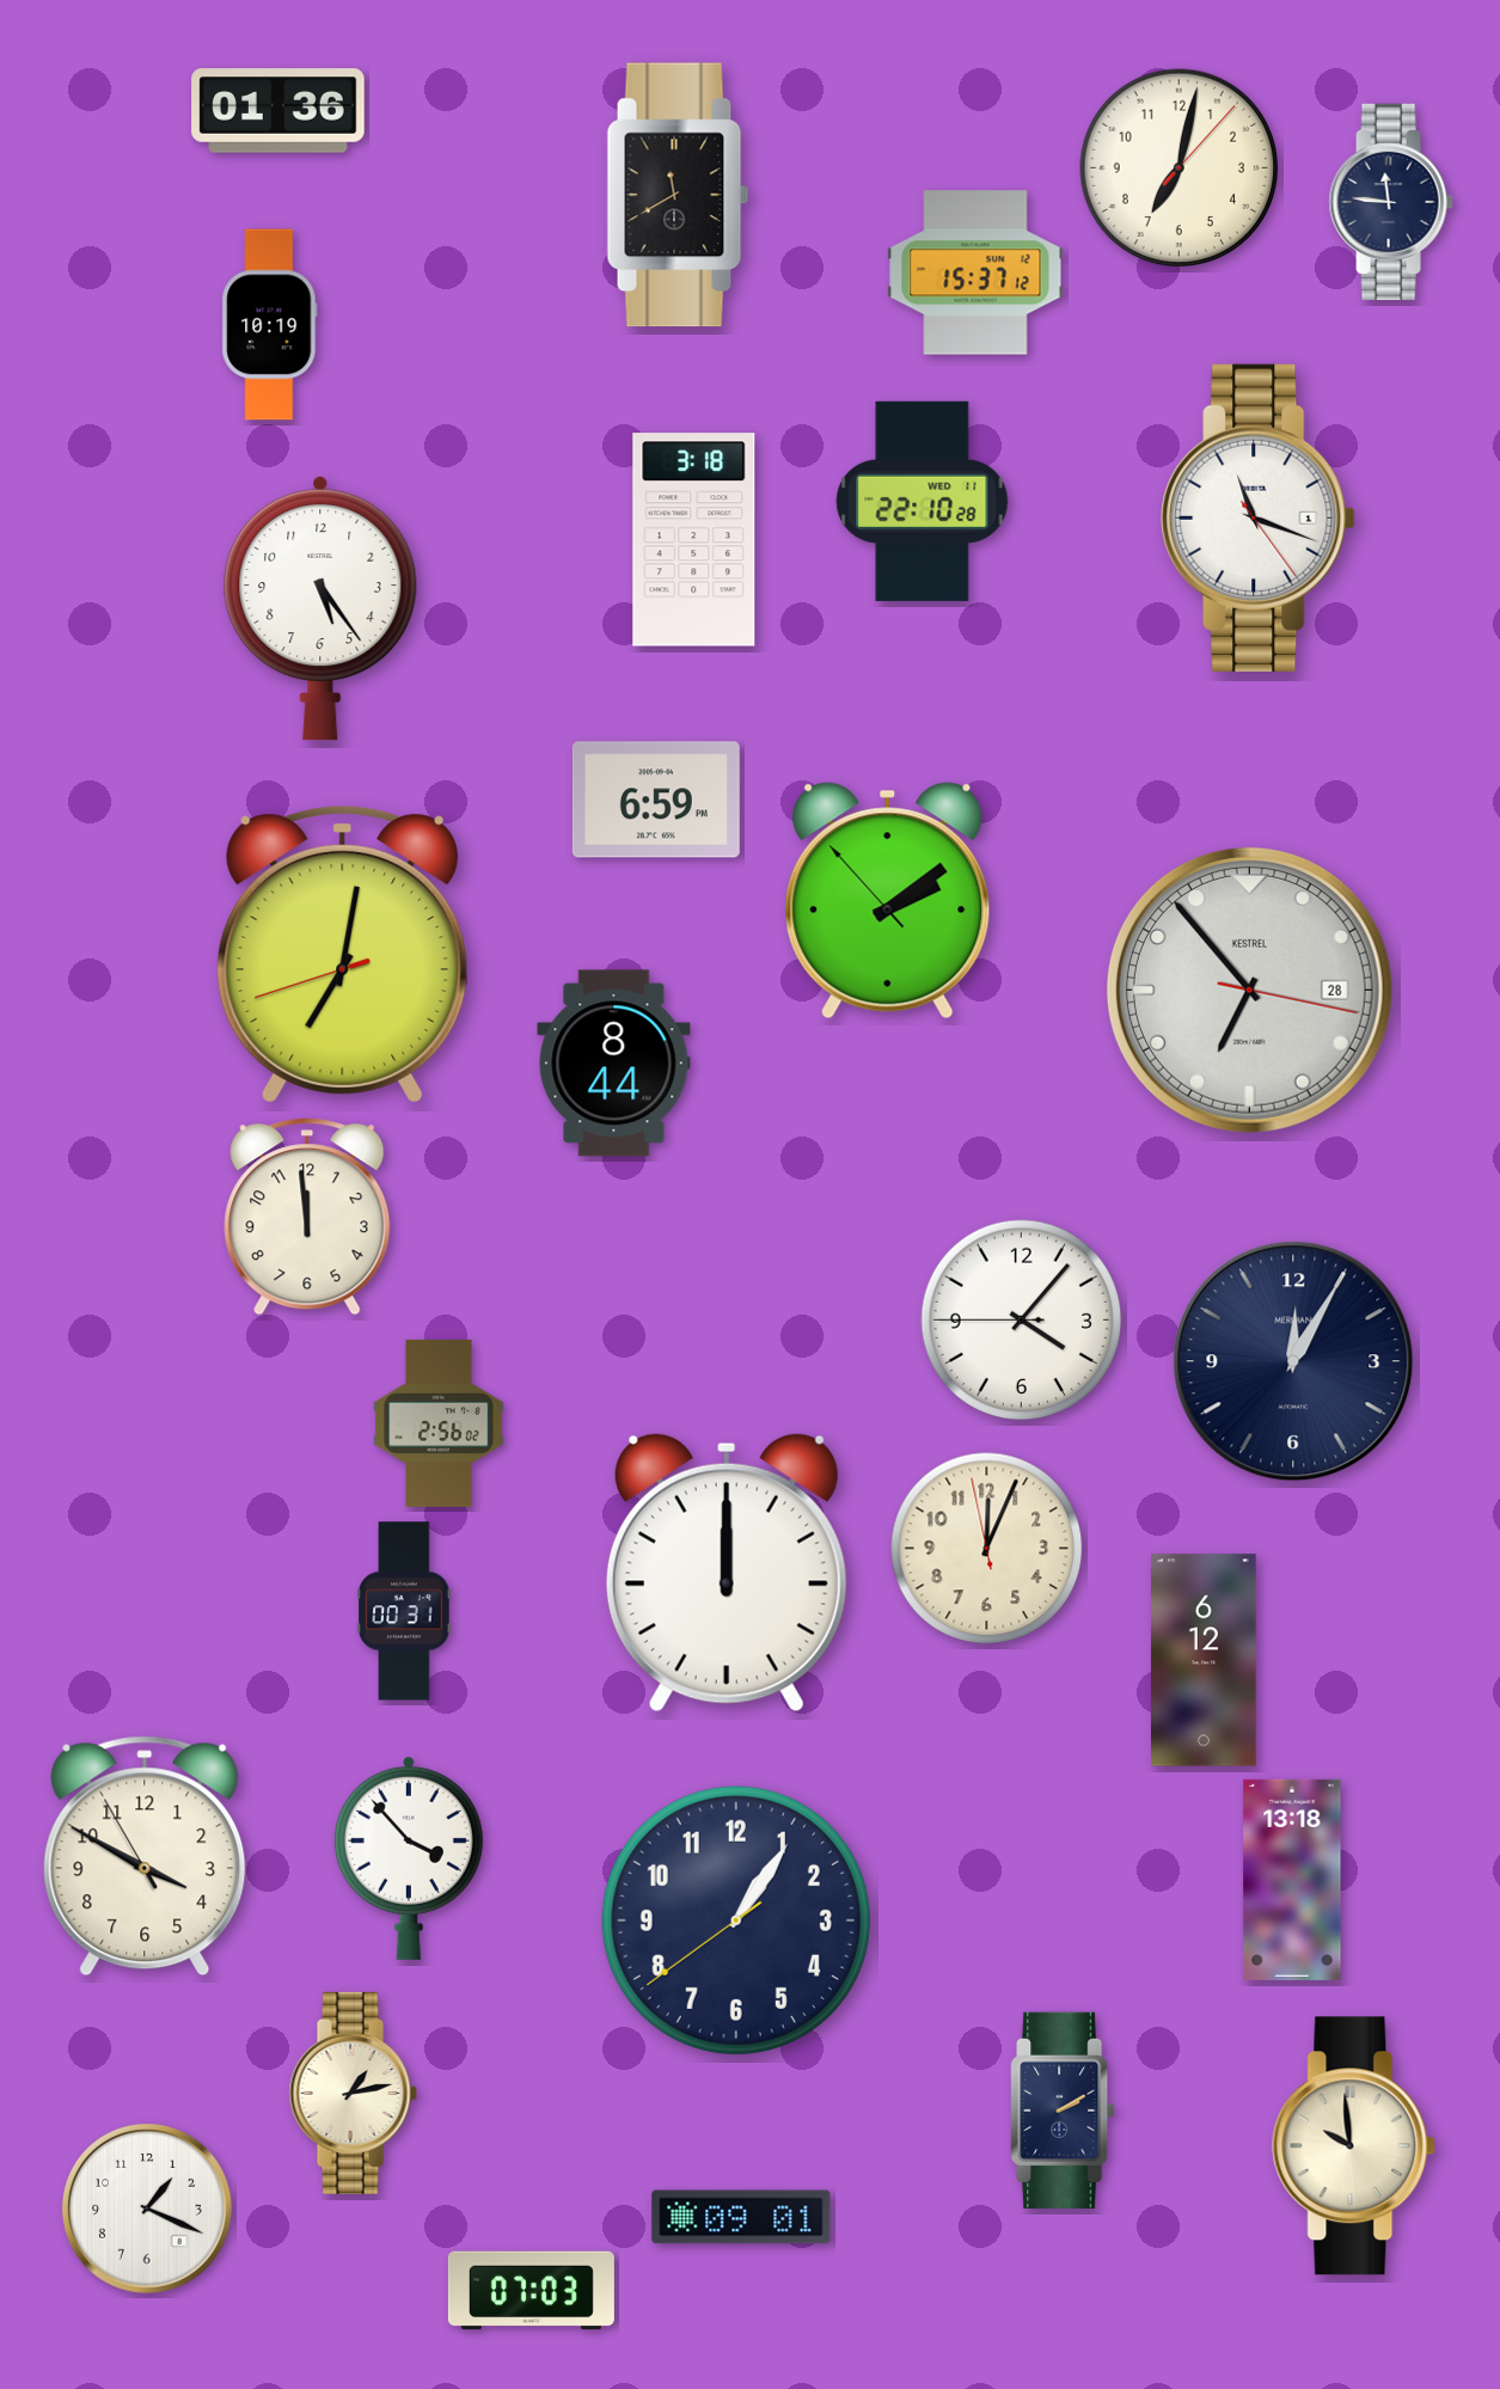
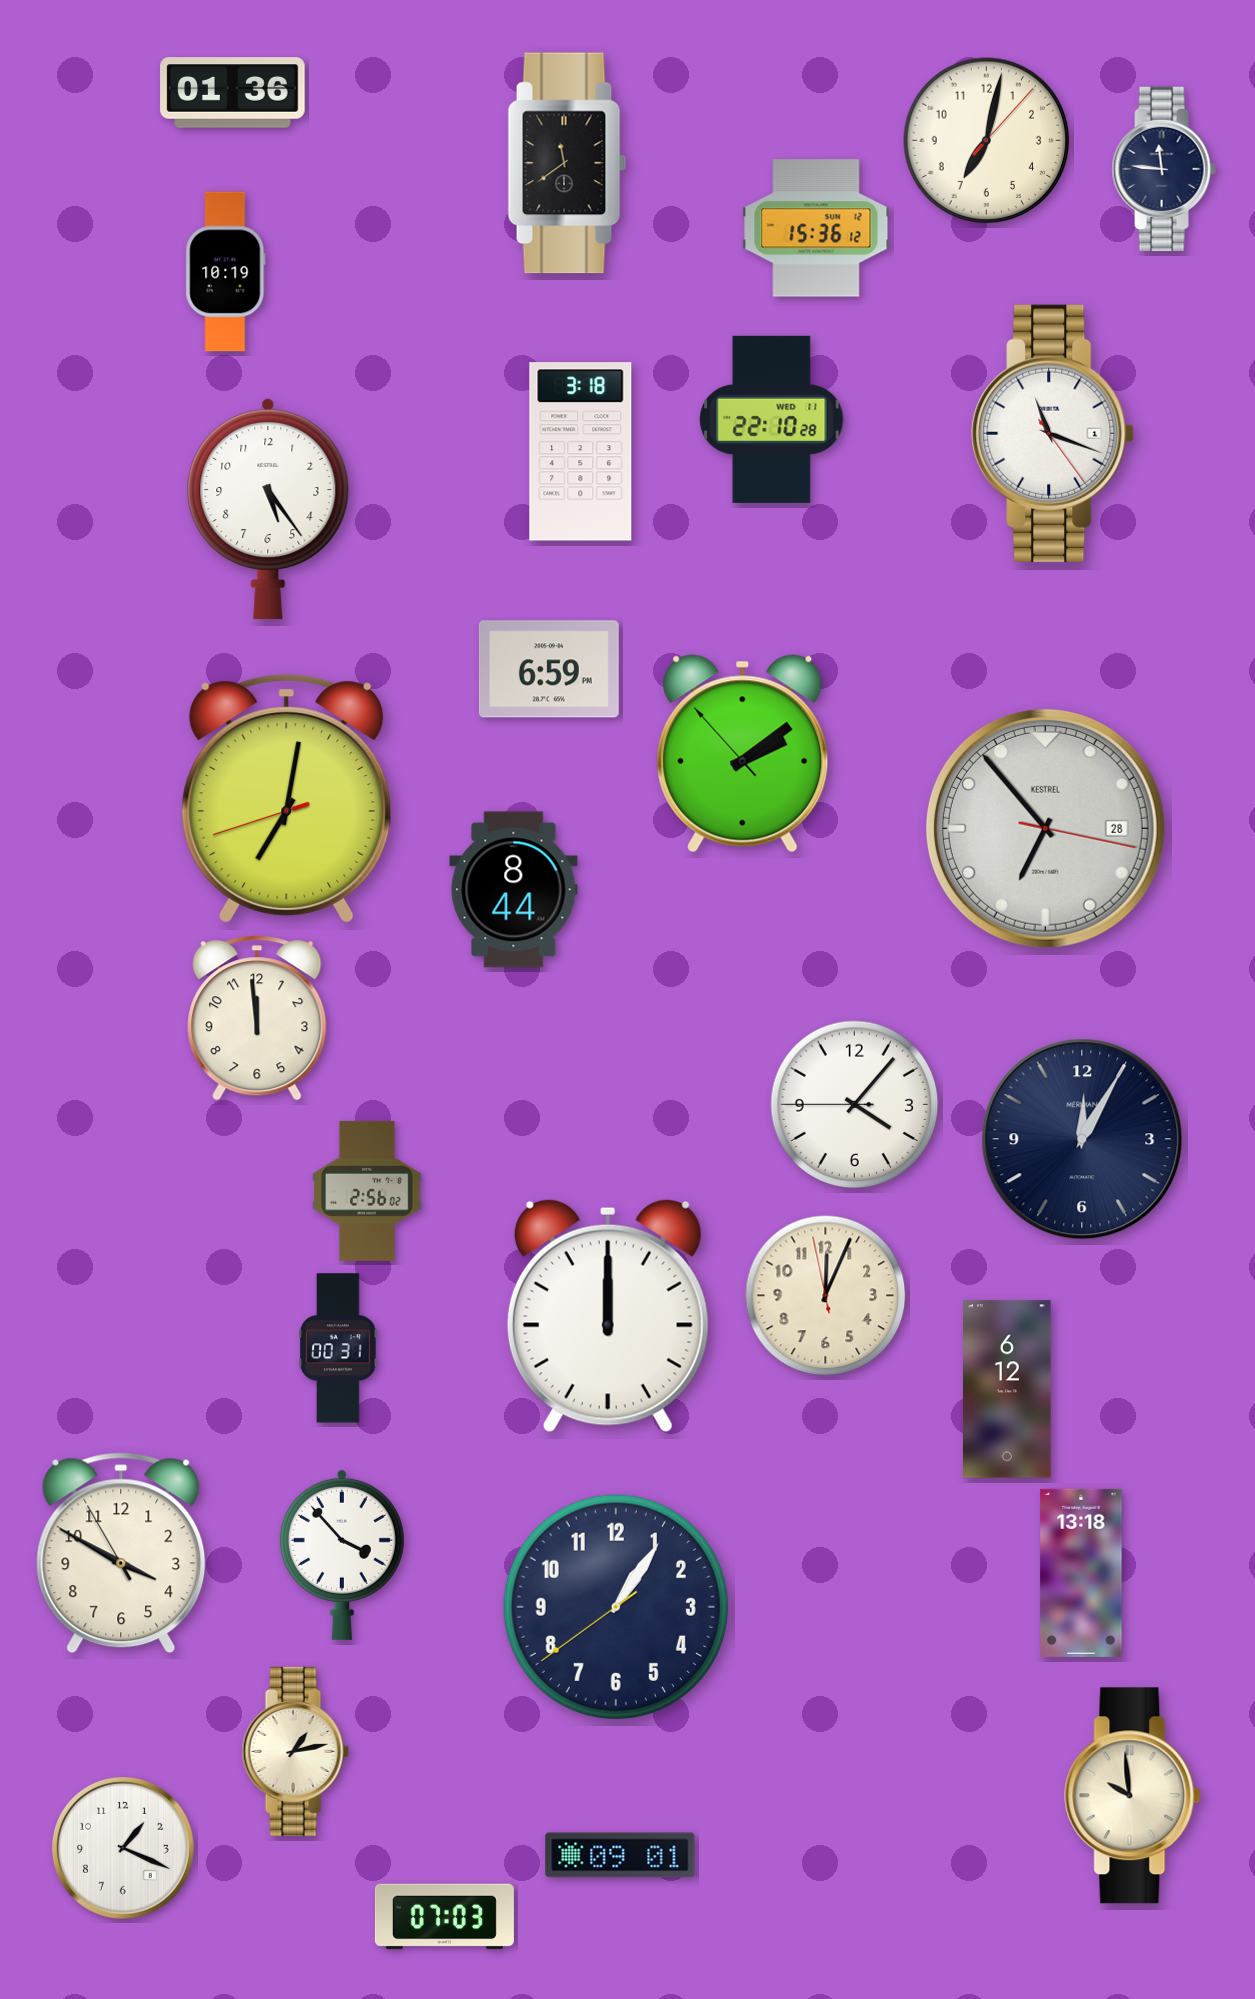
clock at (678, 195): 11:40 -> 11:39
clock at (975, 272): 15:37 -> 15:36
clock at (1063, 2111): 2:10 -> none
